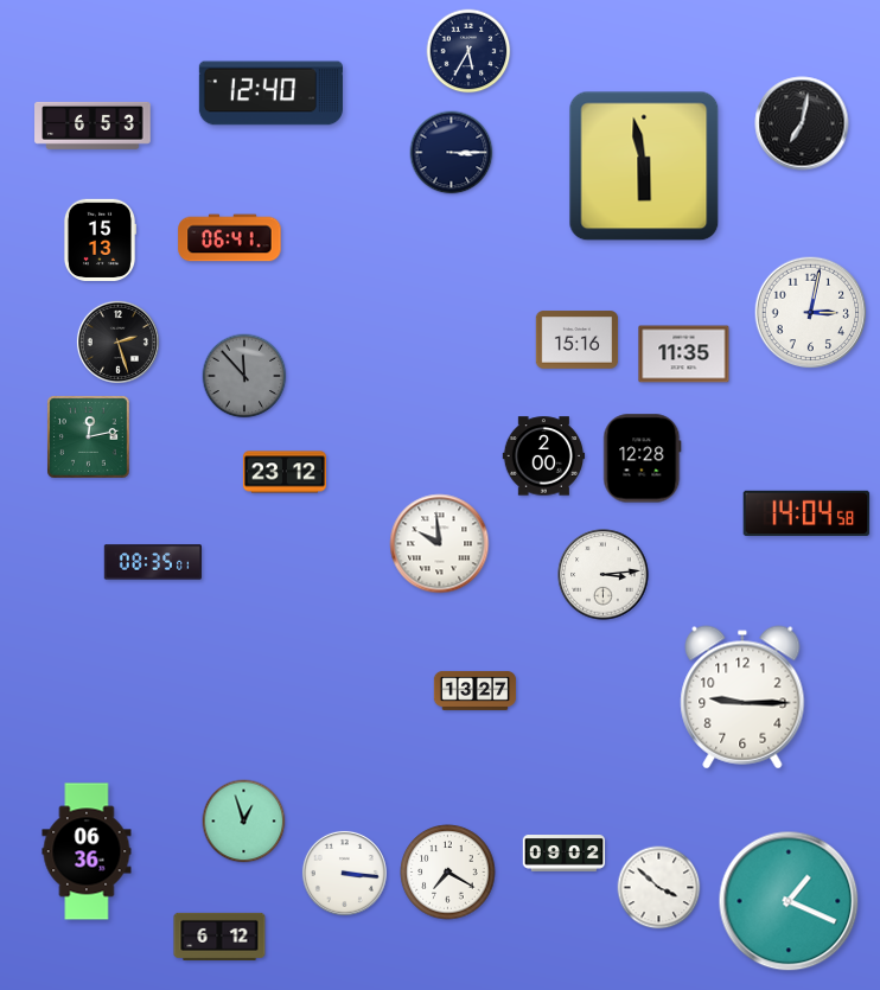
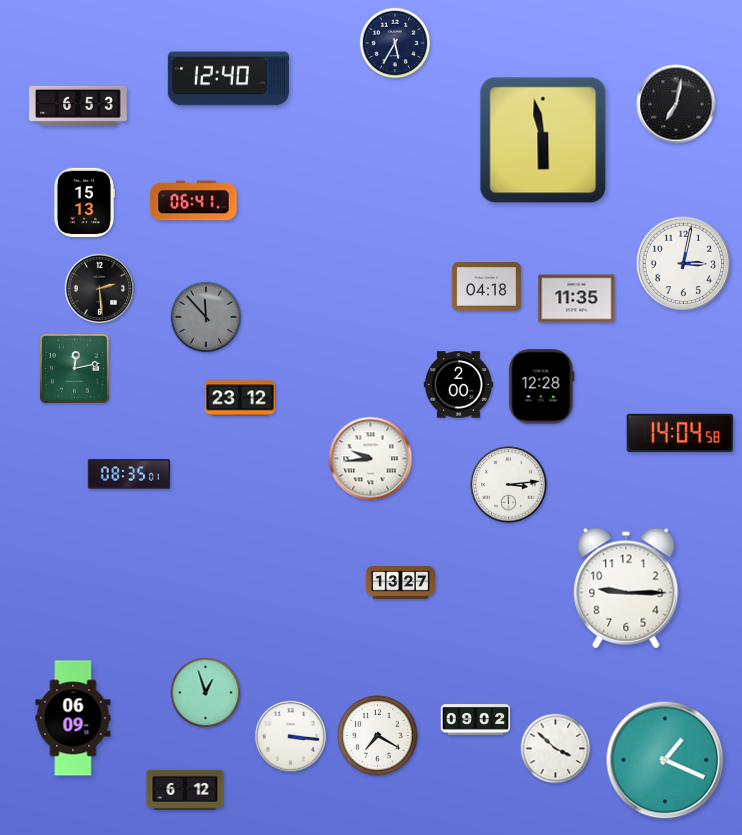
clock at (452, 153): 3:15 -> none
clock at (578, 340): 15:16 -> 04:18
clock at (117, 341): 2:27 -> 2:29
clock at (440, 544): 9:59 -> 9:44
clock at (87, 851): 06:36 -> 06:09
